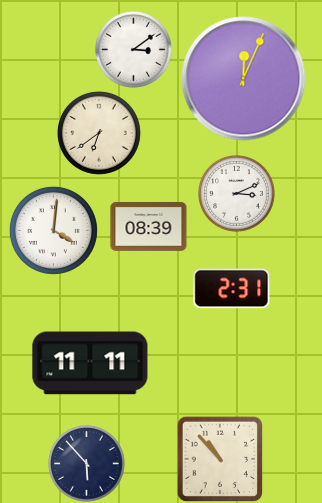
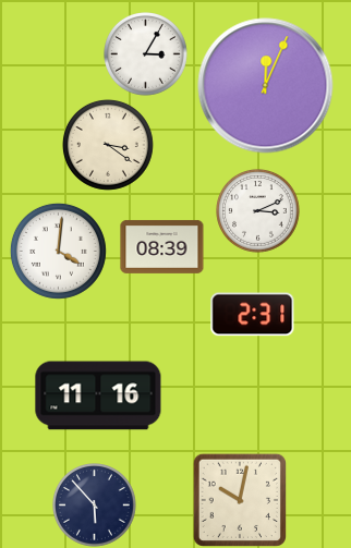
clock at (134, 50): 3:09 -> 3:05
clock at (99, 133): 6:39 -> 3:21
clock at (90, 363): 11:11 -> 11:16
clock at (219, 458): 10:53 -> 10:02
